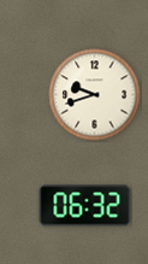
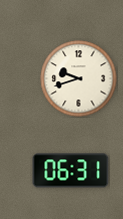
clock at (85, 206): 06:32 -> 06:31
